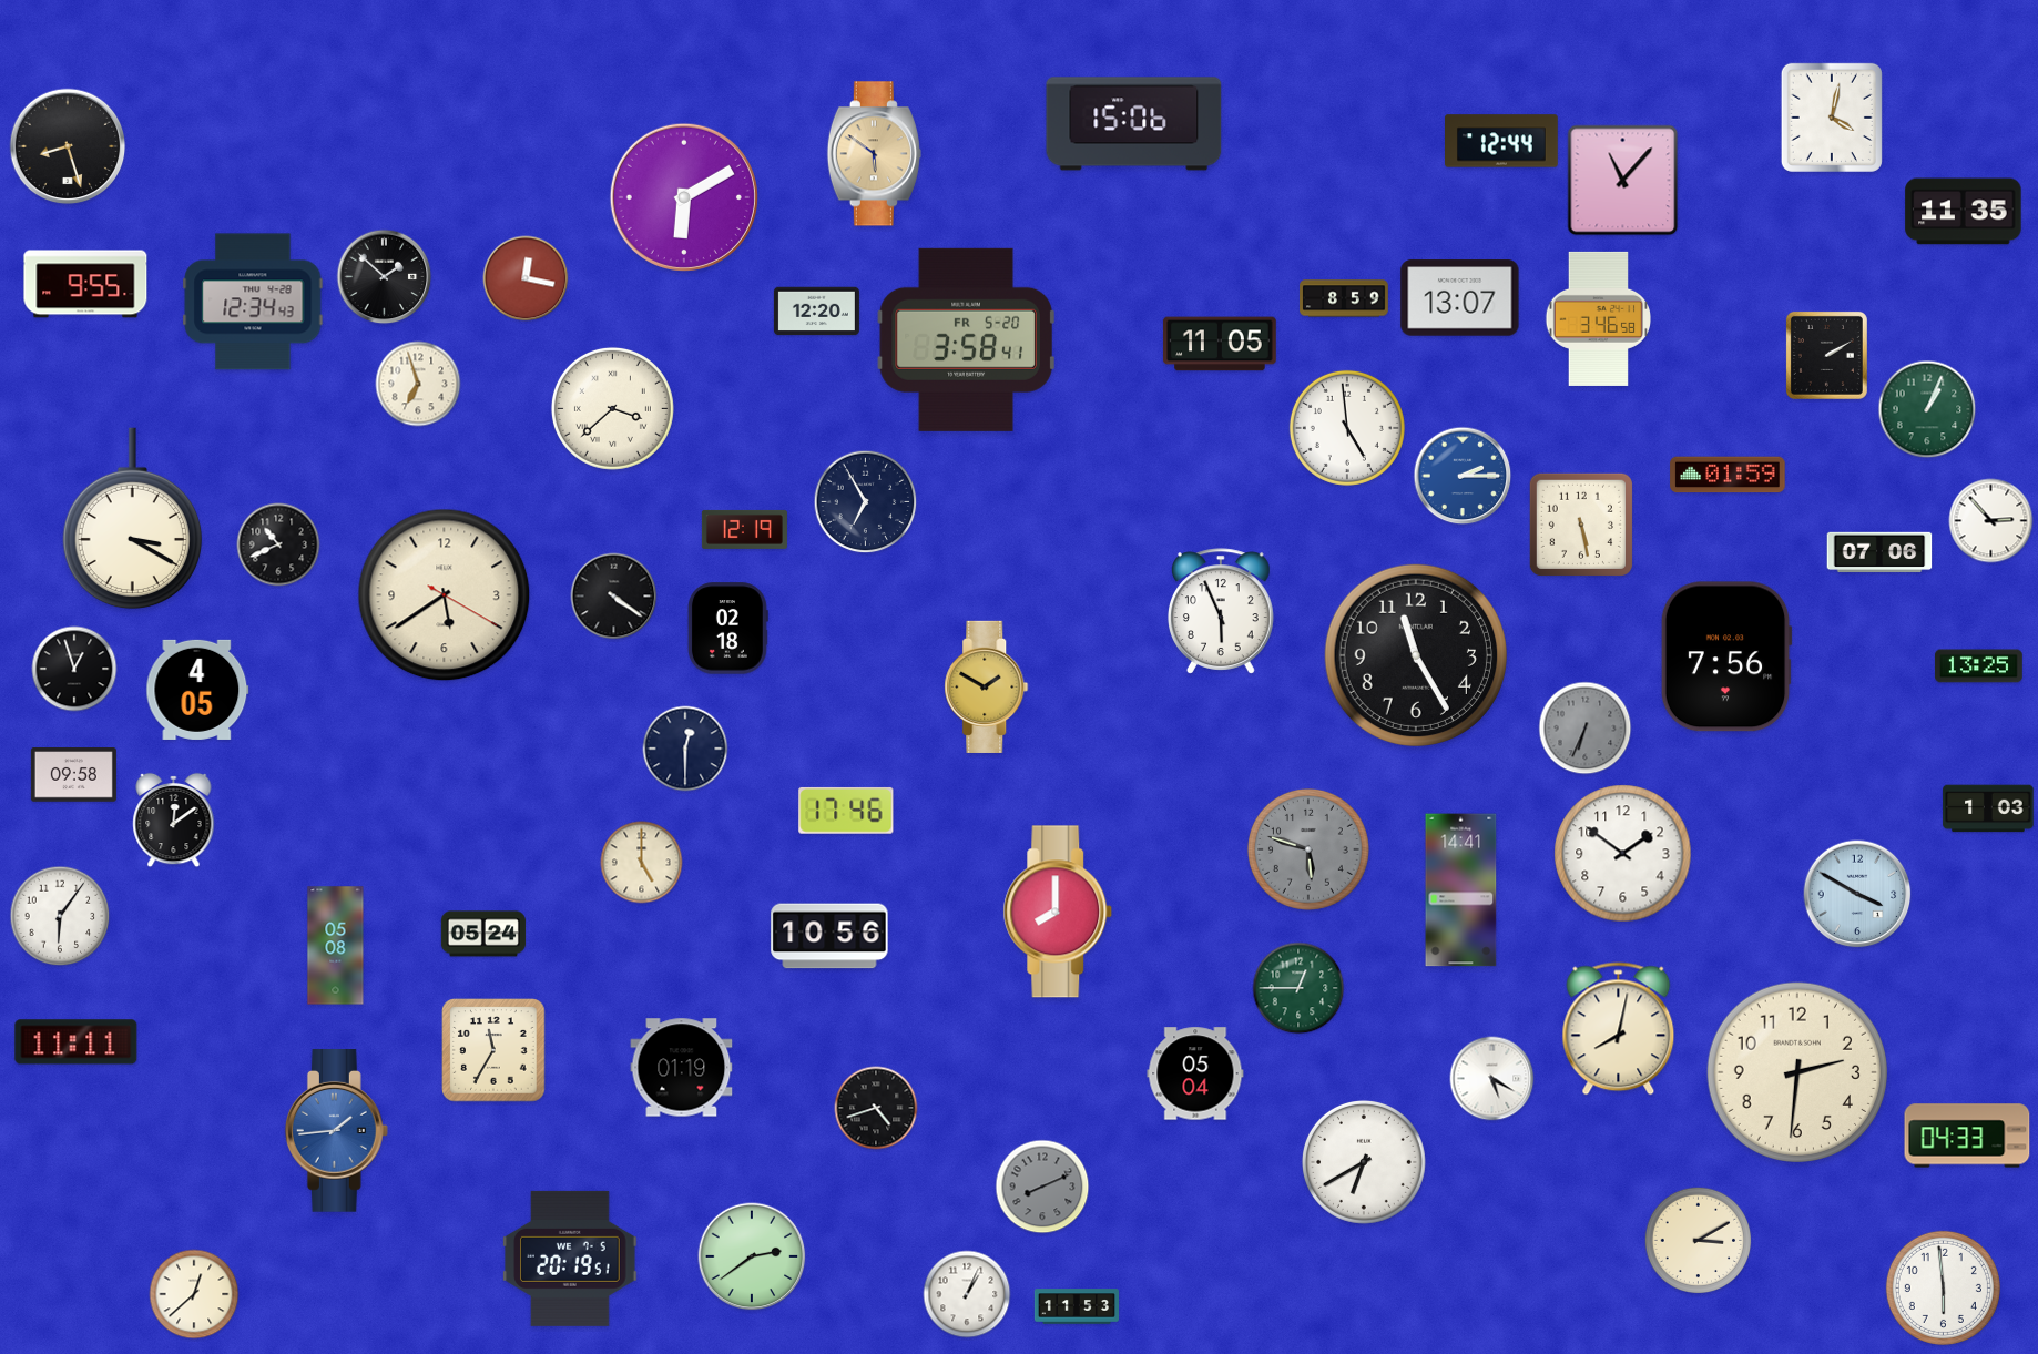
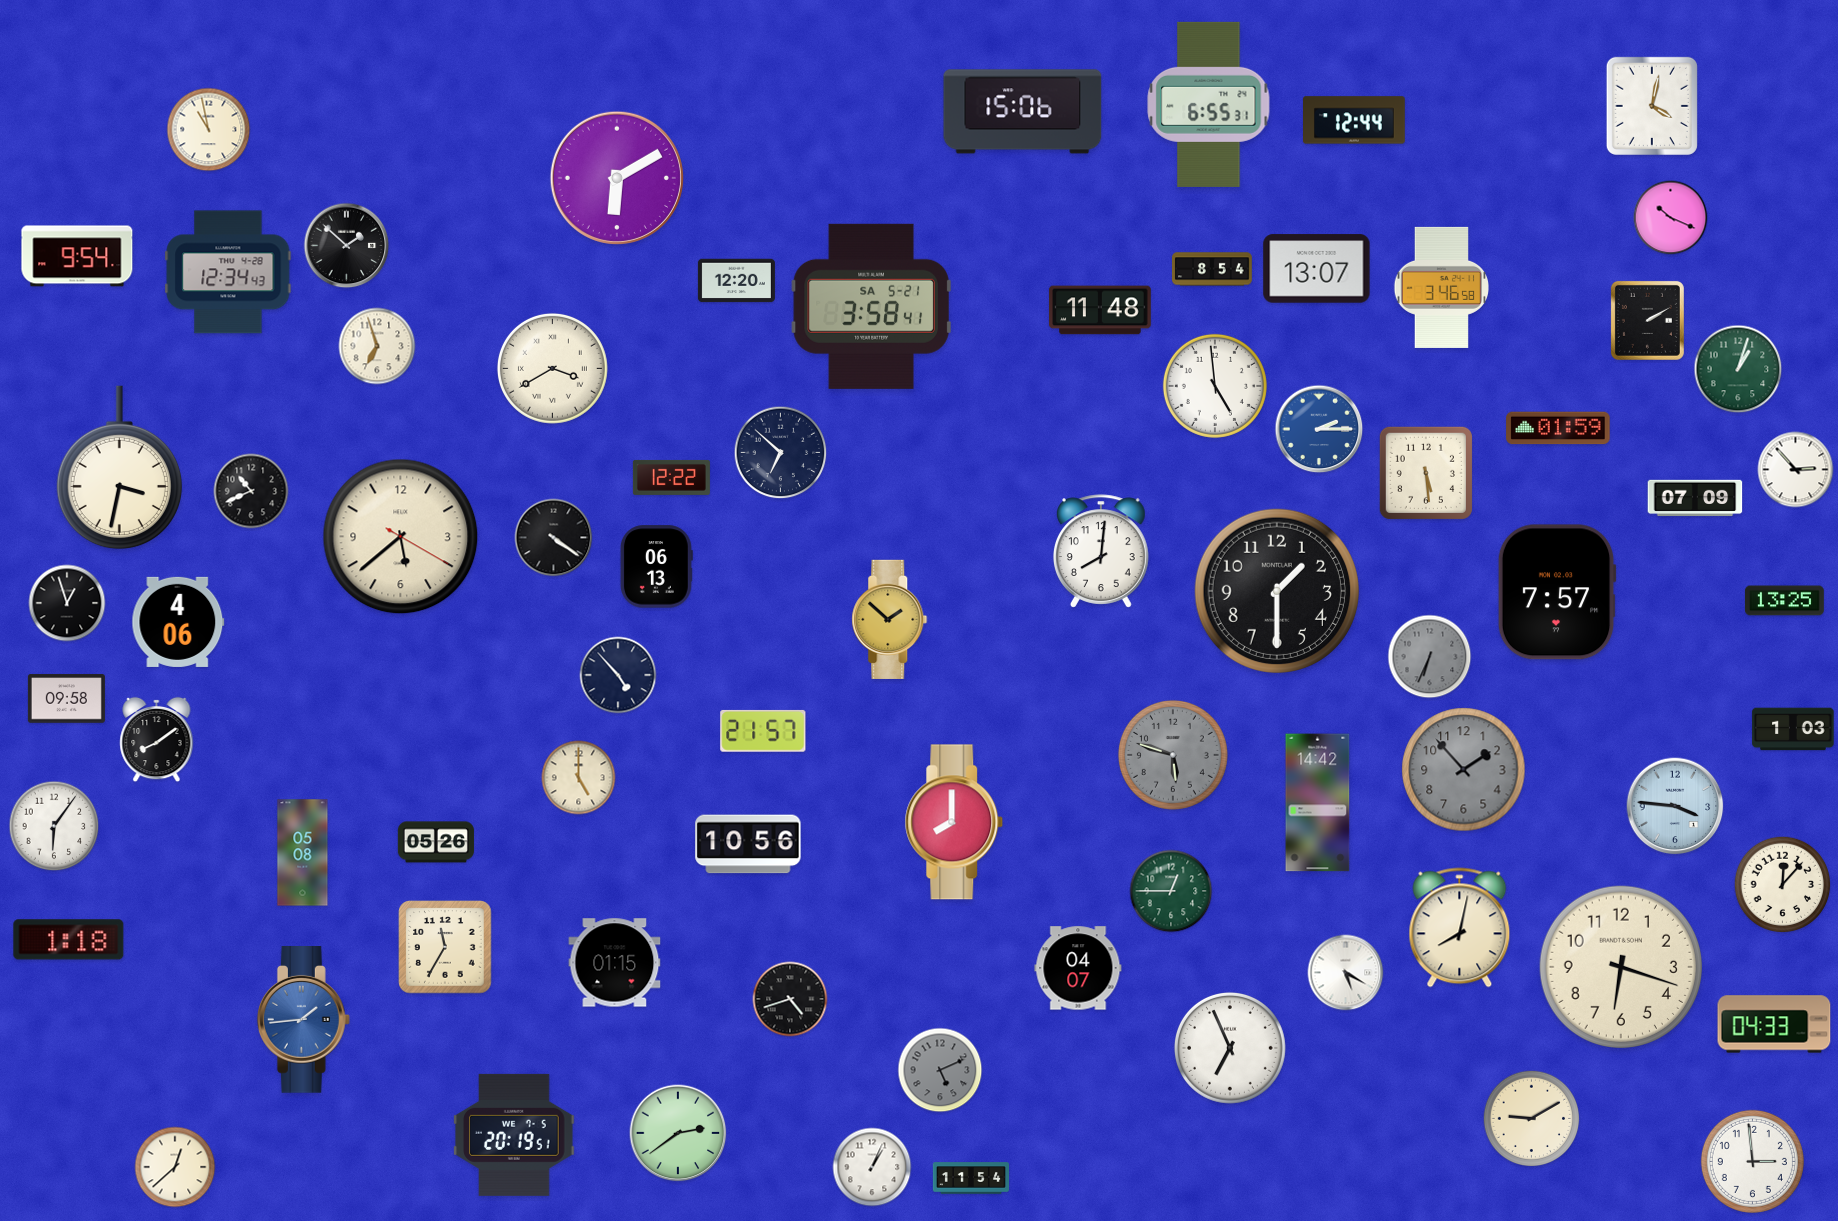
clock at (1209, 104): none -> 6:55
clock at (1502, 141) position: (1502, 141) -> (1355, 120)
clock at (209, 130): none -> 10:58
clock at (68, 146): 8:27 -> none
clock at (874, 154): 5:51 -> none
clock at (1623, 181): 11:07 -> none
clock at (1964, 212): 11:35 -> none
clock at (1671, 218): none -> 10:19
clock at (385, 277) position: (385, 277) -> (347, 246)
clock at (526, 278): 12:17 -> none
clock at (85, 284): 9:55 -> 9:54
clock at (1344, 298): 8:59 -> 8:54
clock at (966, 339) date: FR 5-20 -> SA 5-21
clock at (1220, 344): 11:05 -> 11:48
clock at (612, 408): 3:38 -> 3:40
clock at (1927, 409): 1:04 -> 1:03
clock at (866, 502): 6:55 -> 6:52
clock at (132, 519): 3:20 -> 3:32
clock at (1581, 525): 5:28 -> 5:29
clock at (744, 529): 12:19 -> 12:22
clock at (1879, 552): 07:06 -> 07:09
clock at (445, 595): 5:39 -> 5:38
clock at (1222, 611): 5:56 -> 8:01
clock at (727, 629): 02:18 -> 06:13
clock at (1416, 655): 11:25 -> 1:30
clock at (1726, 656): 7:56 -> 7:57
clock at (987, 686): 1:50 -> 1:52
clock at (197, 690): 4:05 -> 4:06
clock at (685, 749): 12:30 -> 4:53
clock at (846, 811): 17:46 -> 21:57
clock at (174, 821): 12:09 -> 8:09
clock at (1308, 849) position: (1308, 849) -> (1173, 755)
clock at (1623, 854): 1:51 -> 1:53
clock at (1623, 854) dial: white -> grey
clock at (1461, 890): 14:41 -> 14:42
clock at (1857, 894): 3:50 -> 3:46
clock at (483, 934): 05:24 -> 05:26
clock at (1783, 885): none -> 12:07
clock at (77, 1042): 11:11 -> 1:18
clock at (682, 1068): 01:19 -> 01:15
clock at (1796, 1071): 2:31 -> 6:18
clock at (1195, 1073): 05:04 -> 04:07
clock at (1364, 1162): 6:40 -> 6:56
clock at (1042, 1187): 8:11 -> 5:11
clock at (1699, 1241): 3:10 -> 9:10
clock at (1943, 1287): 5:59 -> 2:59
clock at (1076, 1306): 11:53 -> 11:54
